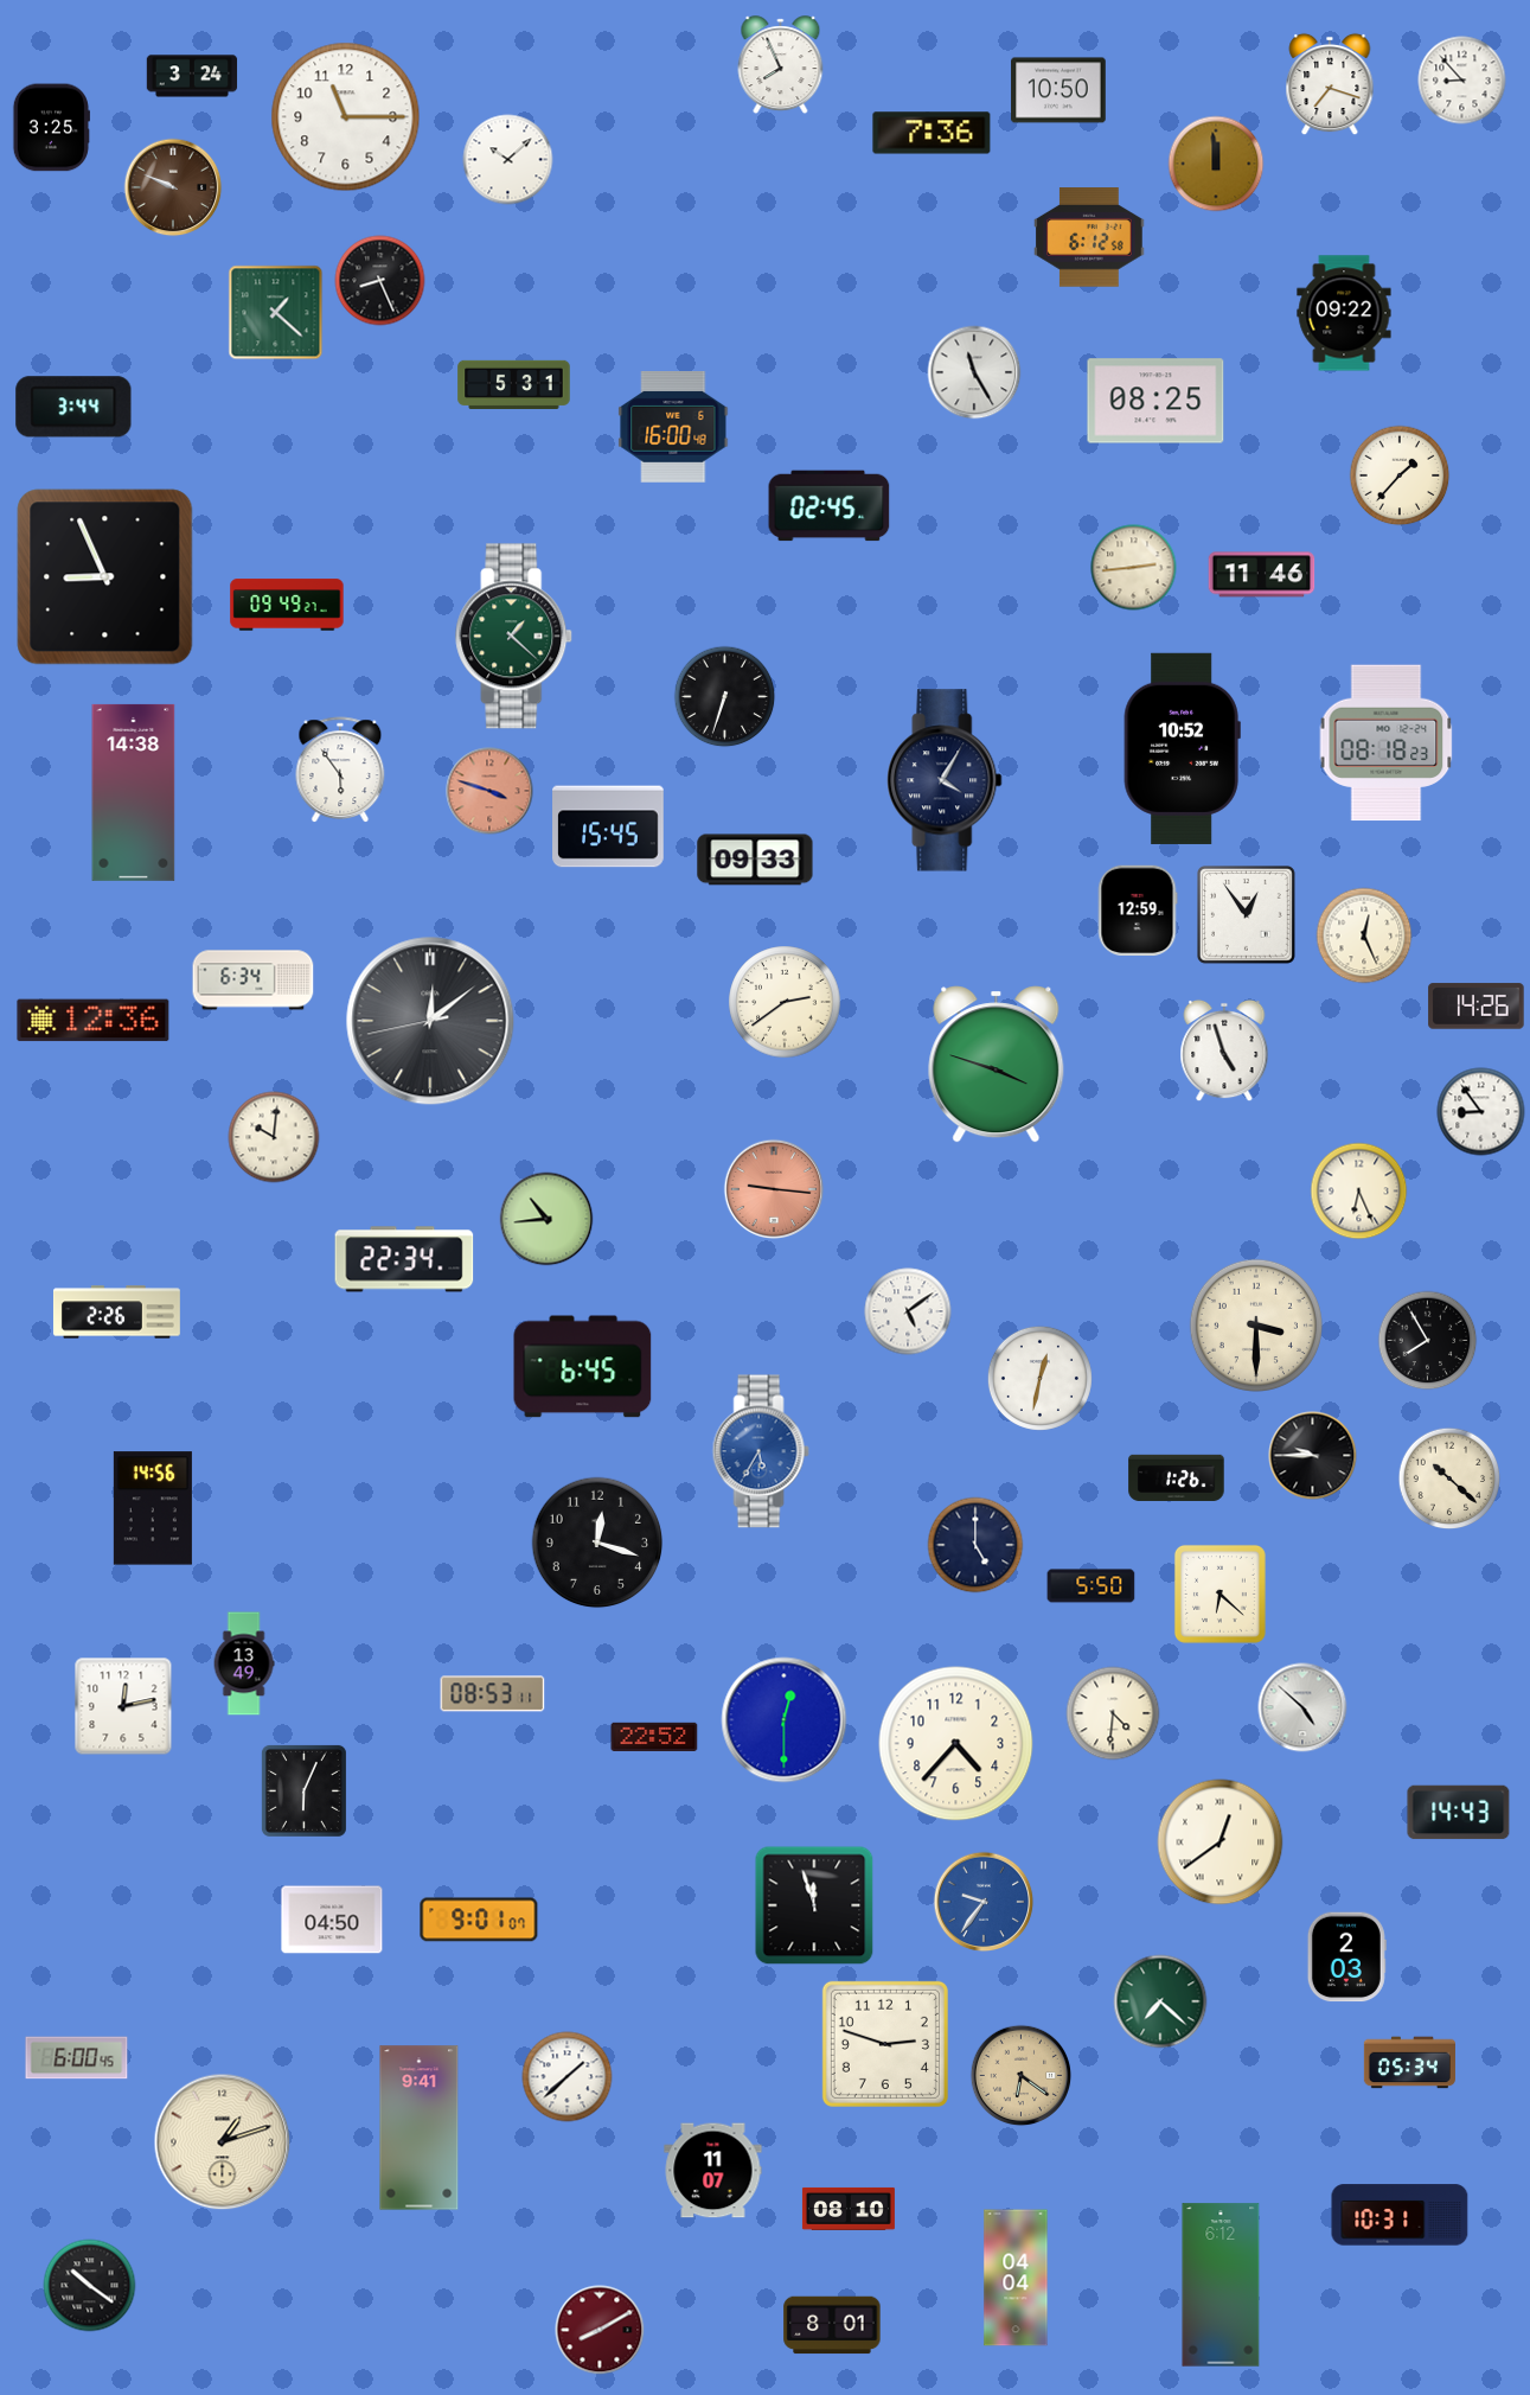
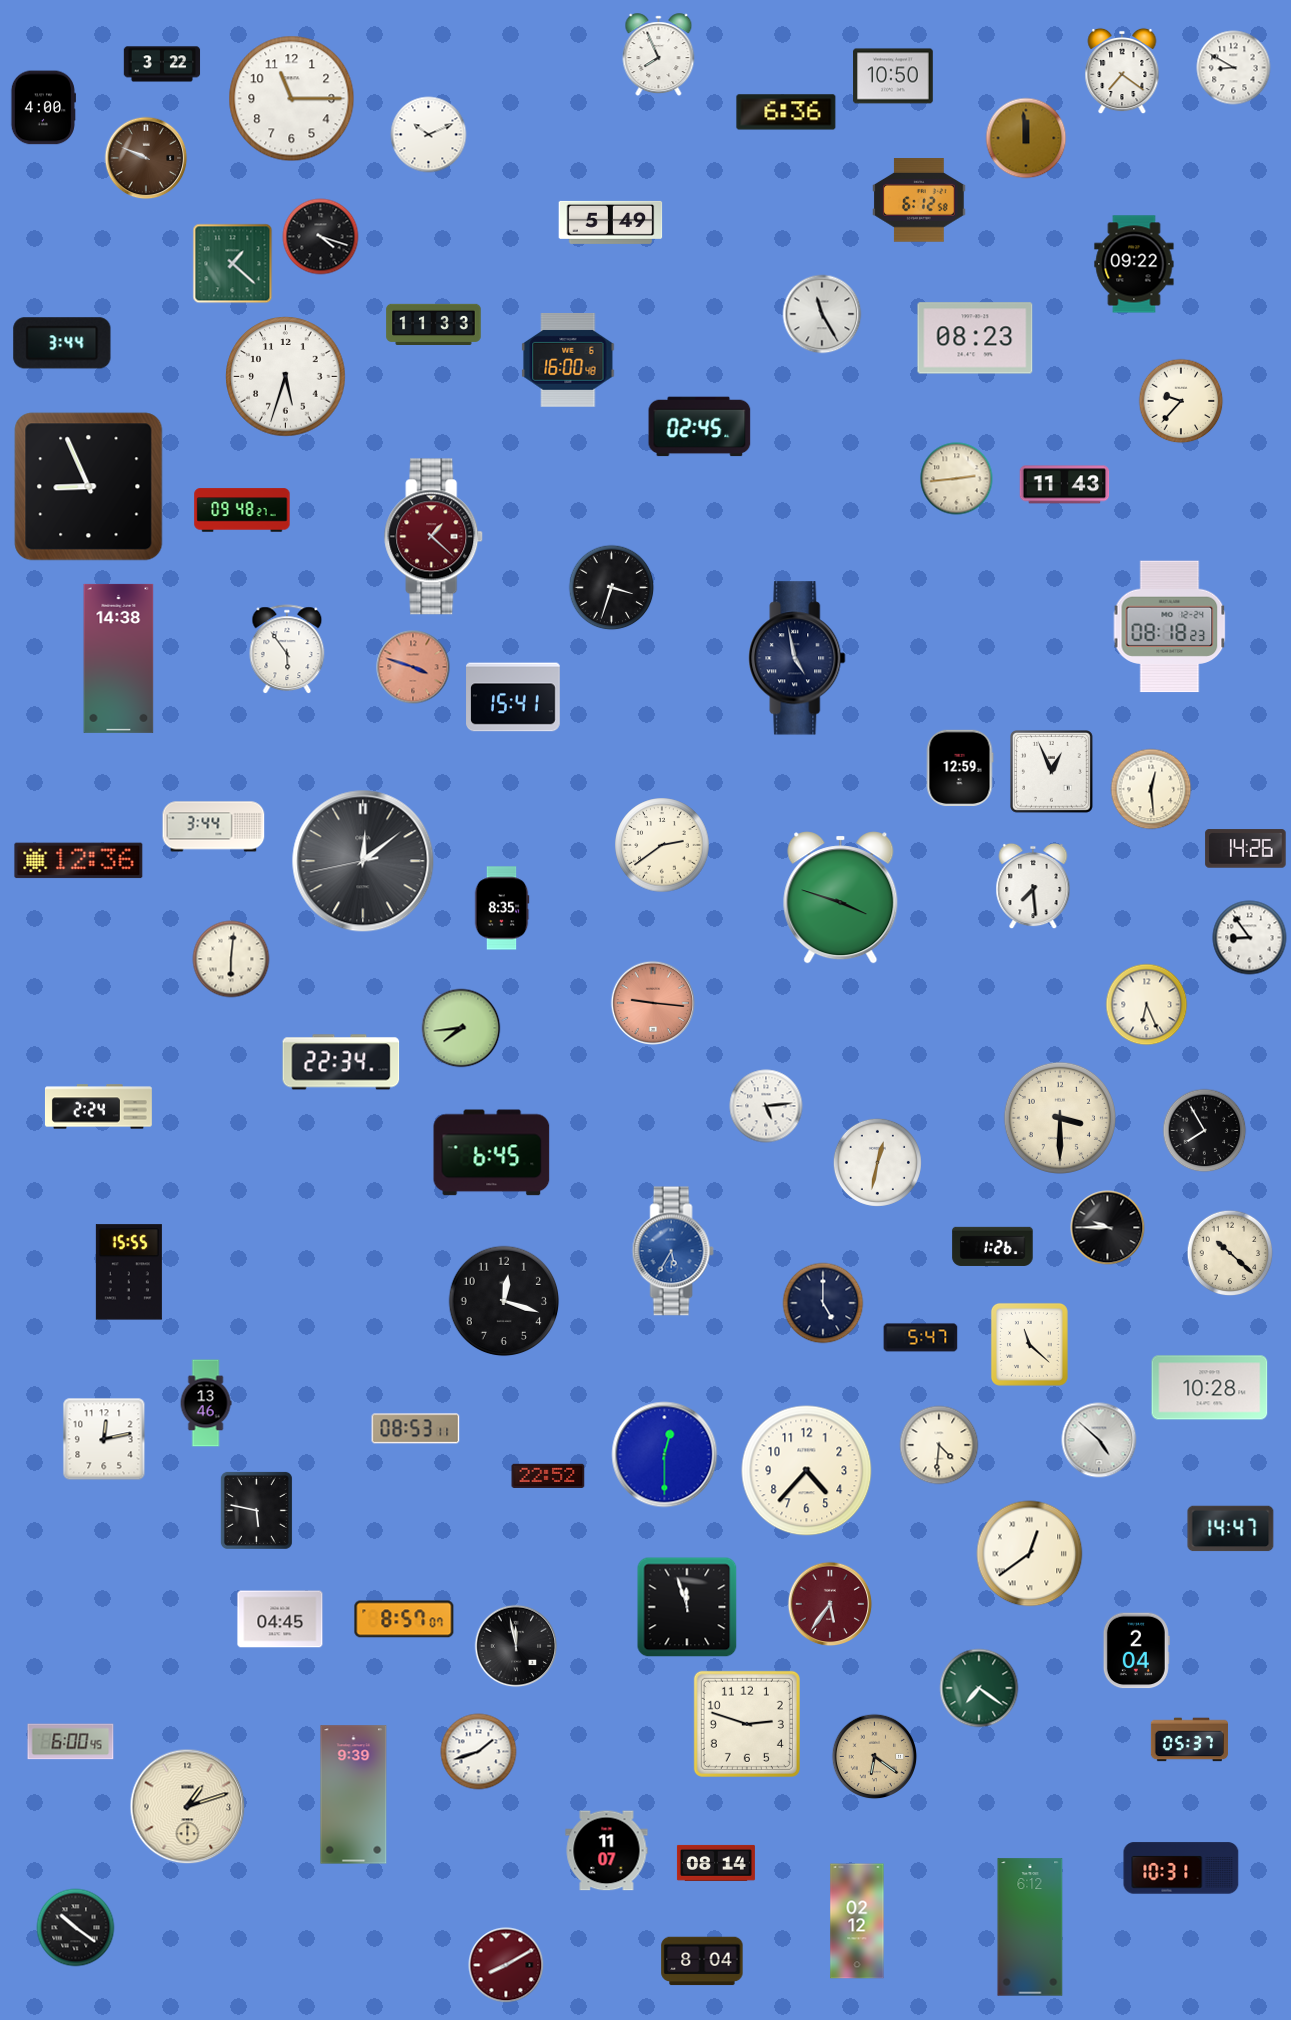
clock at (192, 76): 3:24 -> 3:22
clock at (1462, 81): 8:53 -> 8:50
clock at (1330, 84): 7:18 -> 7:21
clock at (51, 128): 3:25 -> 4:00
clock at (932, 133): 7:36 -> 6:36
clock at (508, 160): 10:08 -> 10:11
clock at (611, 222): none -> 5:49
clock at (380, 281): 8:26 -> 4:18
clock at (514, 384): 5:31 -> 11:33
clock at (1155, 401): 08:25 -> 08:23
clock at (286, 377): none -> 5:33
clock at (1400, 475): 1:37 -> 9:37
clock at (1262, 575): 11:46 -> 11:43
clock at (287, 605): 09:49 -> 09:48
clock at (514, 637) dial: green -> burgundy
clock at (725, 697): 6:33 -> 3:33
clock at (1182, 748): 10:52 -> none
clock at (945, 780): 4:05 -> 4:58
clock at (134, 792) position: (134, 792) -> (119, 658)
clock at (608, 826): 15:45 -> 15:41
clock at (755, 860): 09:33 -> none
clock at (1247, 915): 12:54 -> 12:56
clock at (1364, 935): 12:26 -> 12:29
clock at (254, 981): 6:34 -> 3:44
clock at (1224, 1050): 4:57 -> 7:29
clock at (502, 908): none -> 8:35
clock at (274, 1137): 10:01 -> 6:01
clock at (546, 1219): 10:44 -> 7:44
clock at (908, 1311): 5:09 -> 5:14
clock at (116, 1313): 2:26 -> 2:24
clock at (761, 1451) position: (761, 1451) -> (673, 1251)
clock at (1449, 1478) position: (1449, 1478) -> (1230, 1253)
clock at (153, 1508): 14:56 -> 15:55
clock at (1092, 1586): 5:50 -> 5:47
clock at (1219, 1594): 6:22 -> 11:22
clock at (1210, 1388): none -> 10:28
clock at (244, 1663): 13:49 -> 13:46
clock at (785, 1720) position: (785, 1720) -> (665, 1455)
clock at (654, 1737) position: (654, 1737) -> (548, 1476)
clock at (303, 1790): 6:04 -> 5:47
clock at (1459, 1813): 14:43 -> 14:47
clock at (984, 1902): 9:36 -> 5:36
clock at (984, 1902) dial: blue -> burgundy
clock at (332, 1920): 04:50 -> 04:45
clock at (479, 1920): 9:01 -> 8:57
clock at (516, 1646): none -> 11:58
clock at (1346, 1957): 2:03 -> 2:04
clock at (1160, 2001): 7:22 -> 7:21
clock at (77, 2058) position: (77, 2058) -> (71, 1742)
clock at (1409, 2063): 05:34 -> 05:37
clock at (1022, 2076) position: (1022, 2076) -> (875, 1757)
clock at (568, 2077): 1:38 -> 1:42
clock at (420, 2128): 9:41 -> 9:39
clock at (713, 2171) position: (713, 2171) -> (607, 1851)
clock at (849, 2209): 08:10 -> 08:14
clock at (1016, 2278): 04:04 -> 02:12
clock at (832, 2325): 8:01 -> 8:04
